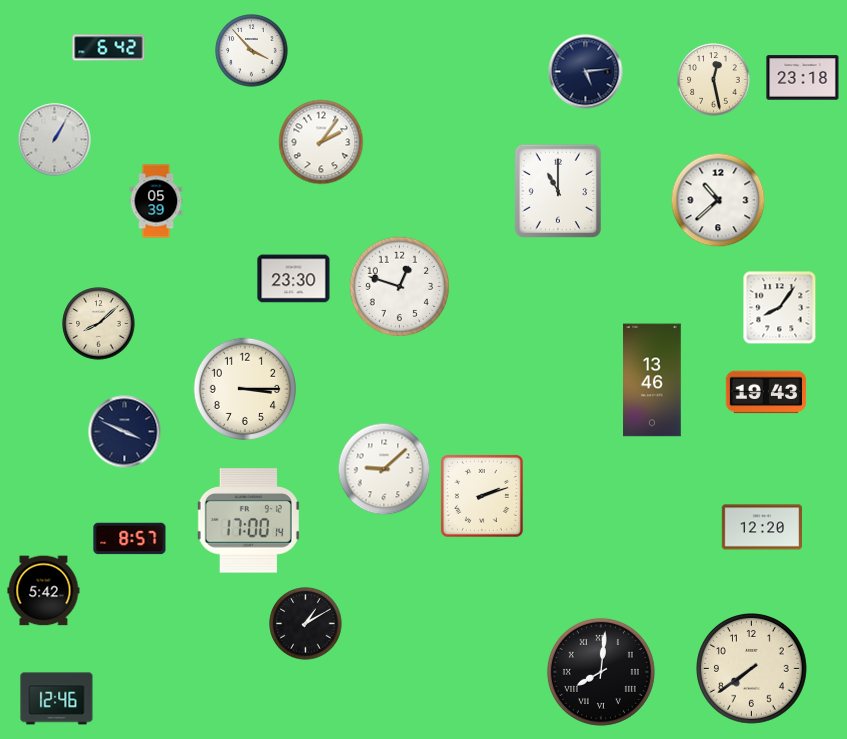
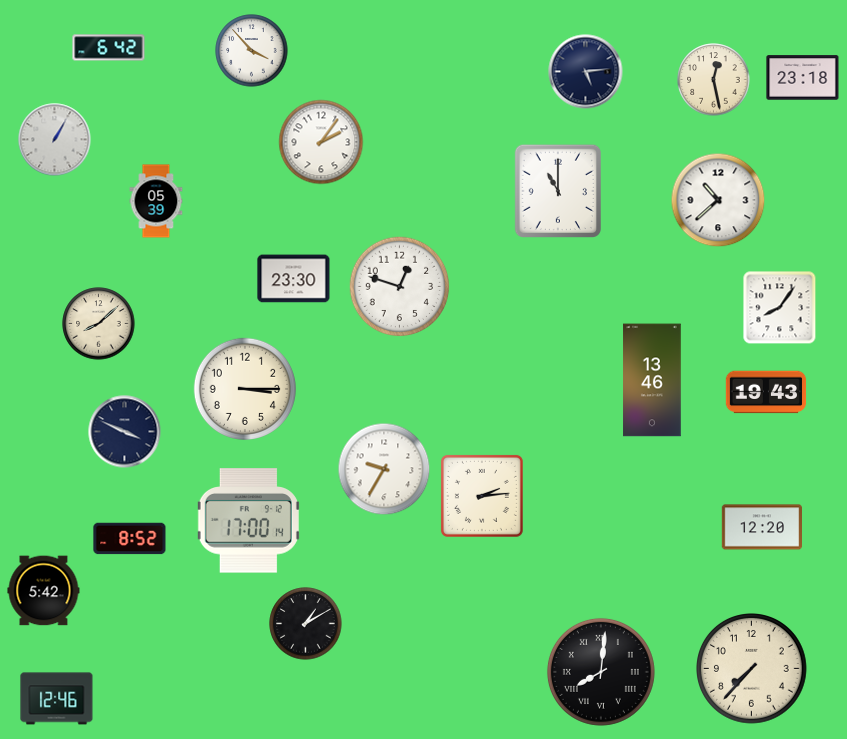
clock at (384, 469): 9:08 -> 9:35
clock at (482, 496): 2:12 -> 2:14
clock at (130, 539): 8:57 -> 8:52
clock at (752, 669): 7:39 -> 7:37
